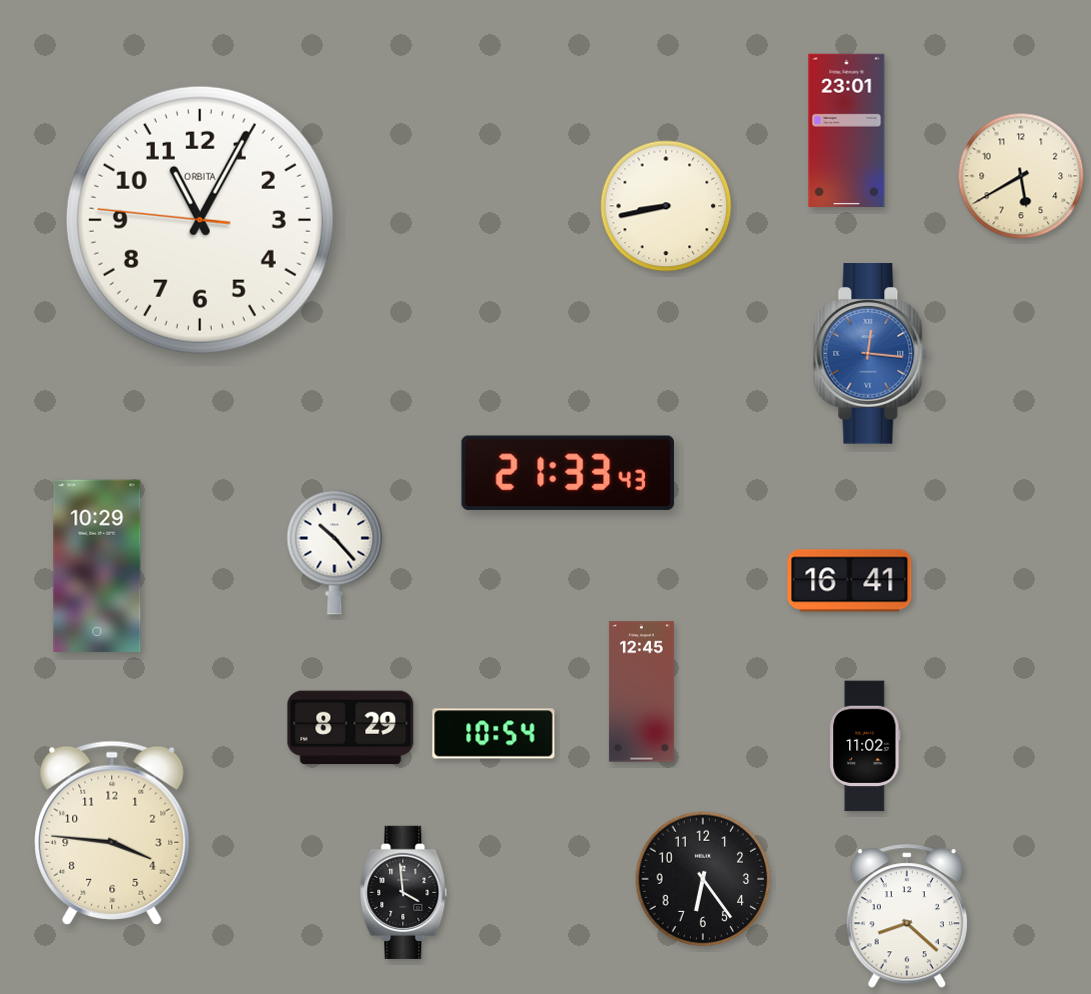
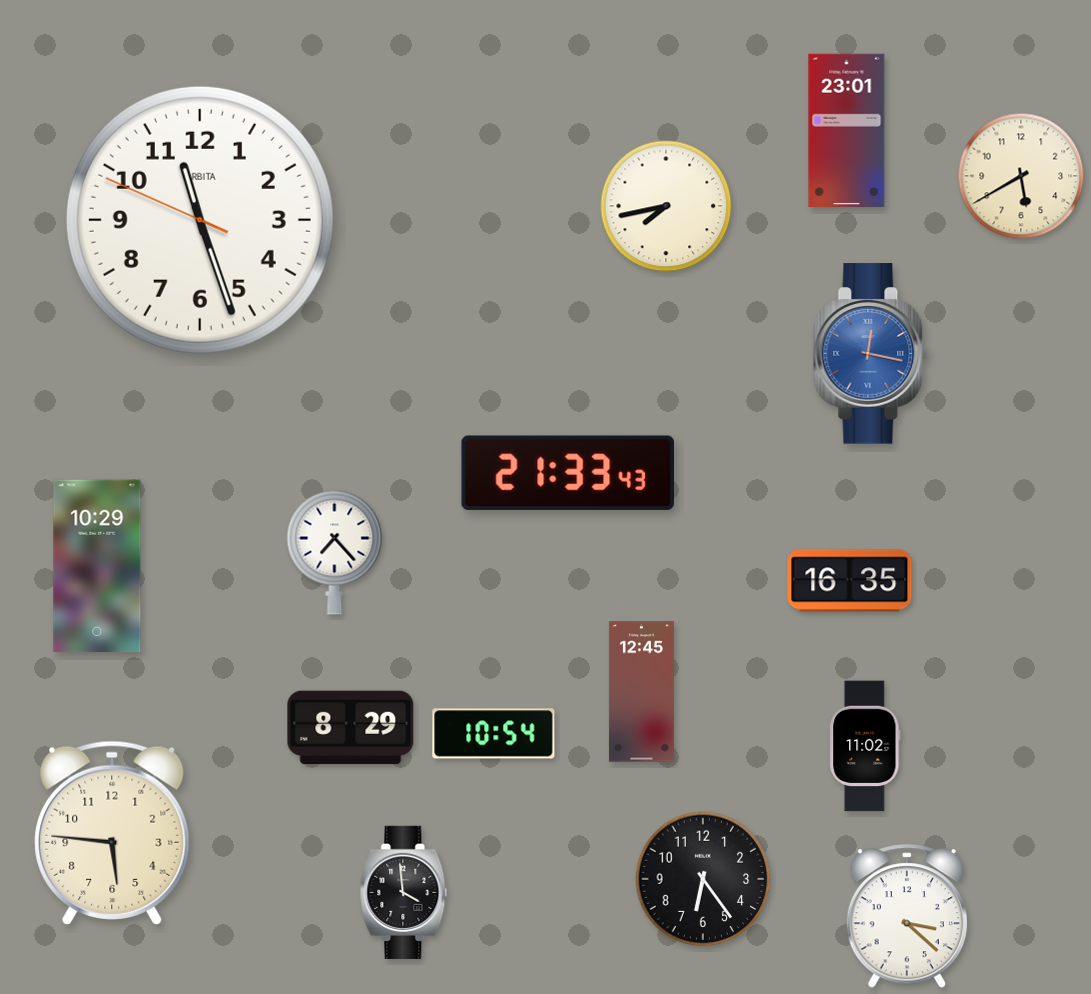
clock at (666, 206): 8:43 -> 7:43
clock at (200, 220): 11:04 -> 11:26
clock at (871, 354): 12:16 -> 12:17
clock at (335, 552): 10:23 -> 7:23
clock at (850, 581): 16:41 -> 16:35
clock at (112, 833): 3:46 -> 5:46
clock at (907, 917): 8:22 -> 3:22
